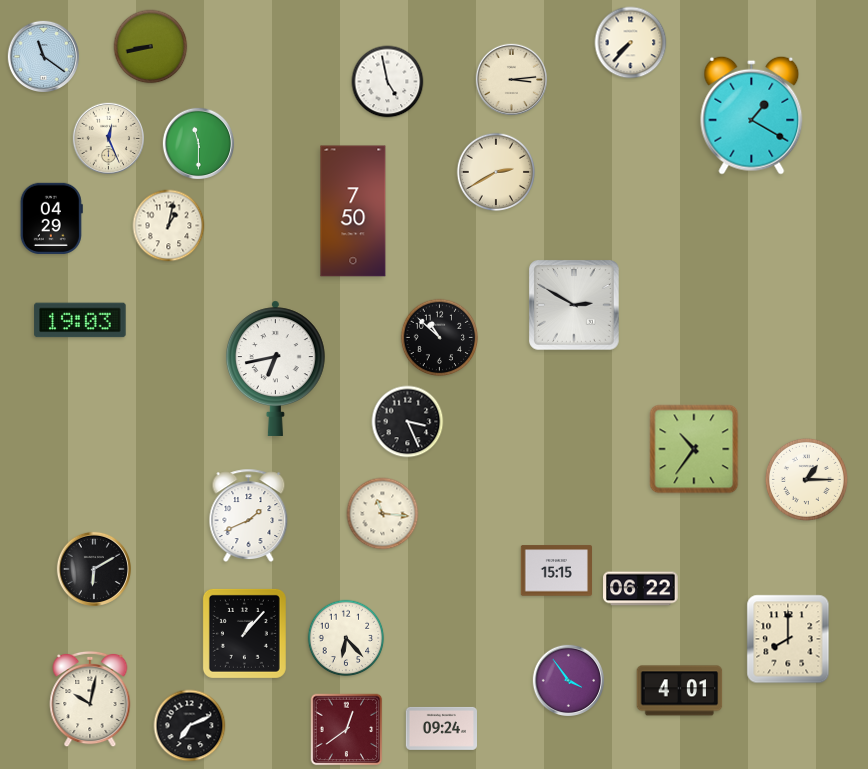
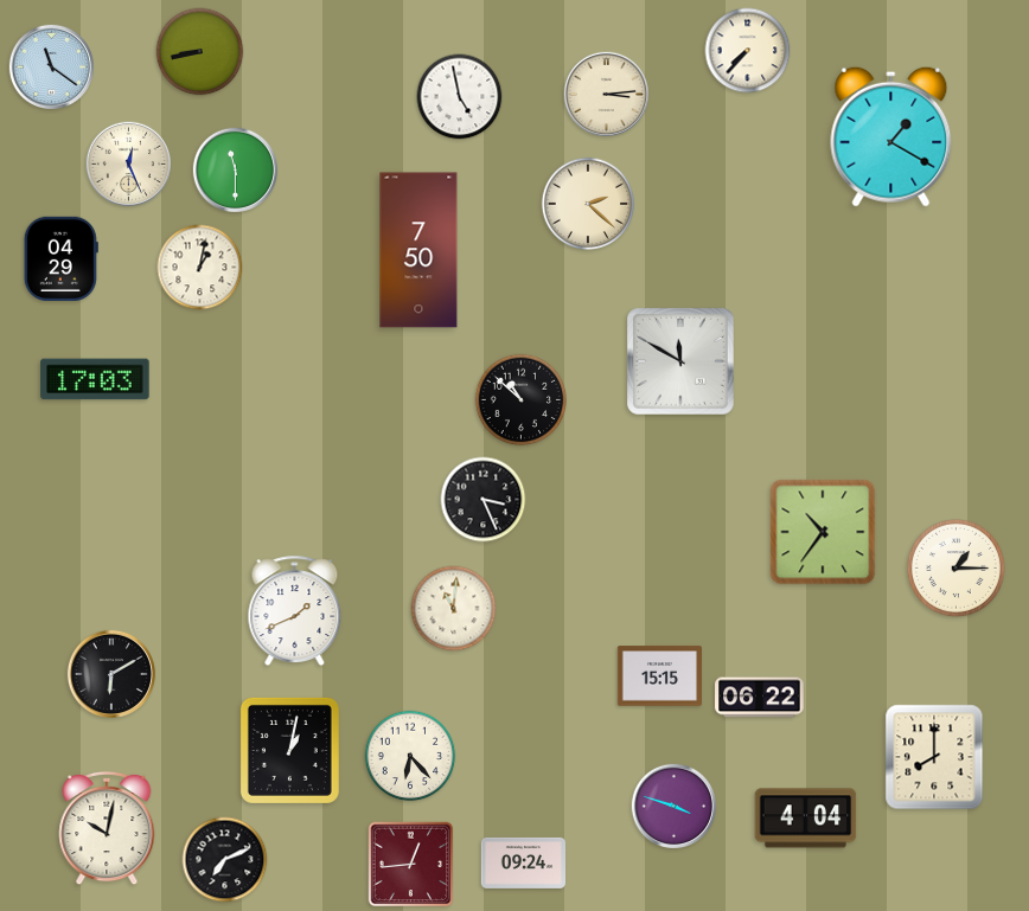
clock at (151, 47) position: (151, 47) -> (200, 52)
clock at (496, 172): 2:40 -> 2:22
clock at (575, 306): 2:50 -> 11:50
clock at (80, 320): 19:03 -> 17:03
clock at (275, 368): 6:43 -> none
clock at (383, 514): 11:16 -> 11:01
clock at (244, 633): 1:07 -> 1:02
clock at (569, 681): 3:54 -> 3:48
clock at (680, 691): 4:01 -> 4:04
clock at (347, 730): 12:39 -> 12:44
